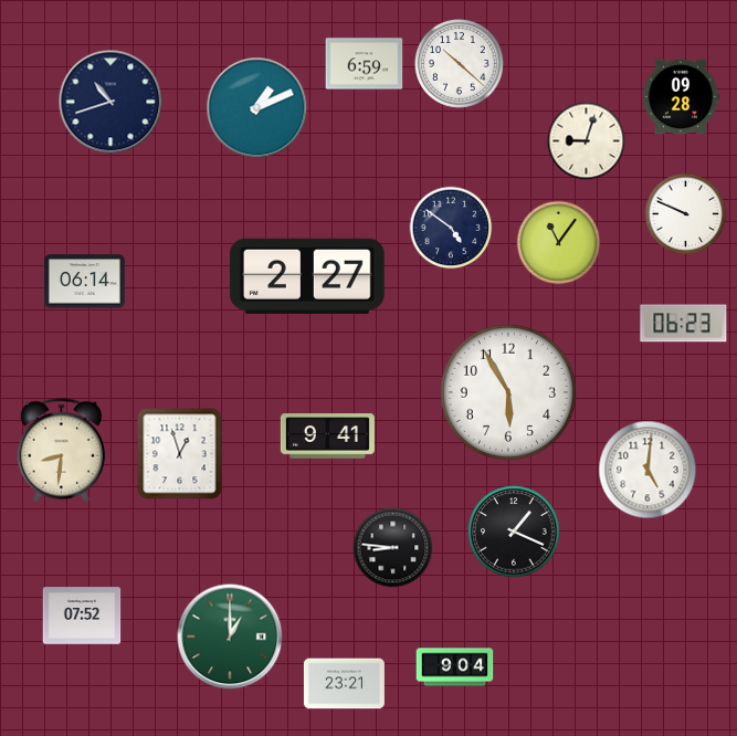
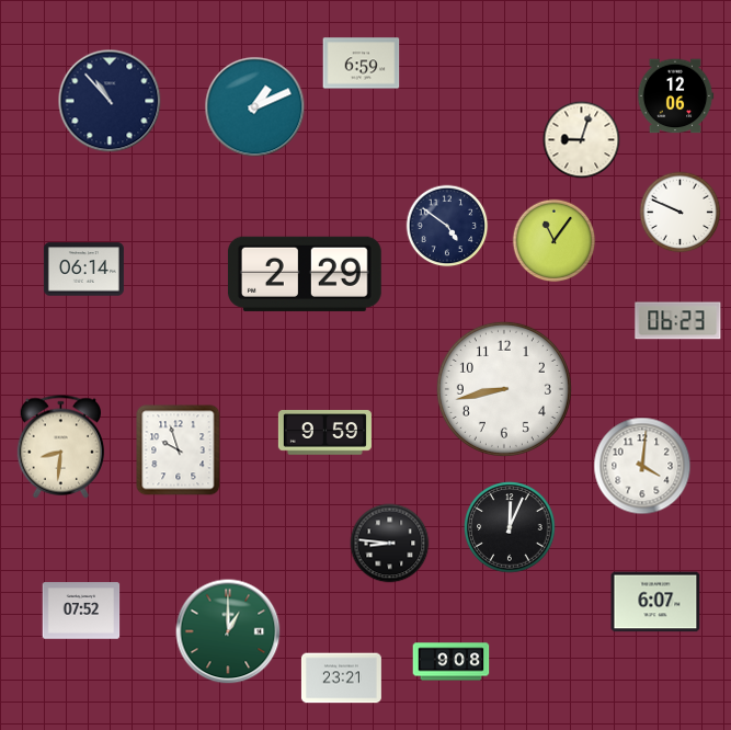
clock at (460, 64): 10:22 -> none
clock at (681, 97): 09:28 -> 12:06
clock at (110, 102): 10:42 -> 10:53
clock at (307, 276): 2:27 -> 2:29
clock at (84, 282) position: (84, 282) -> (83, 270)
clock at (508, 392): 5:55 -> 8:43
clock at (327, 437): 9:41 -> 9:59
clock at (180, 454): 12:57 -> 9:57
clock at (647, 470): 5:01 -> 4:01
clock at (514, 532): 1:19 -> 12:04
clock at (655, 602): none -> 6:07
clock at (455, 667): 9:04 -> 9:08
